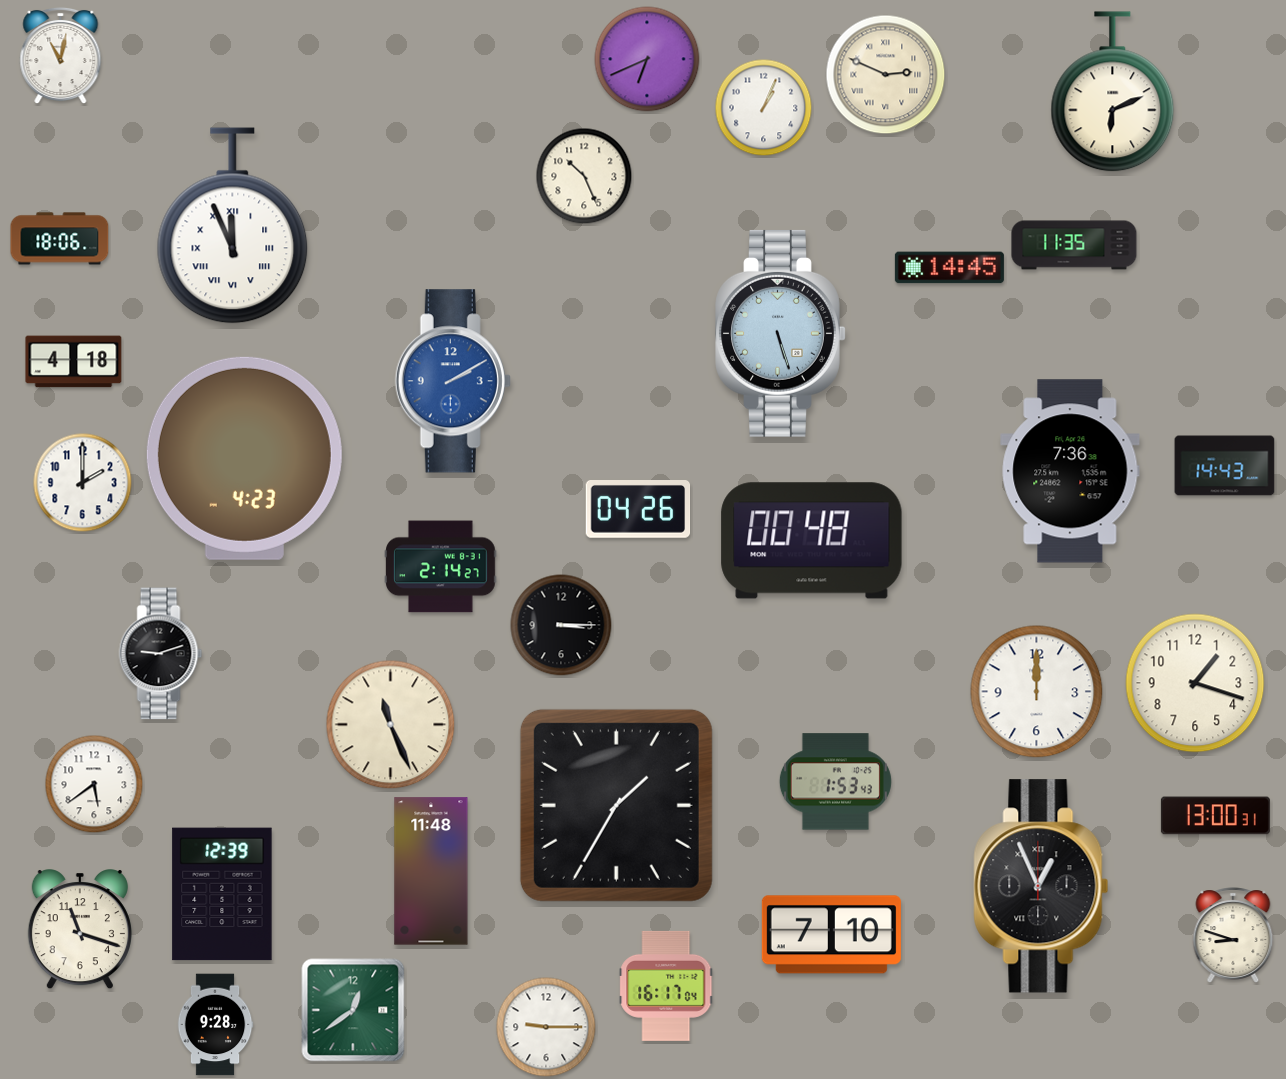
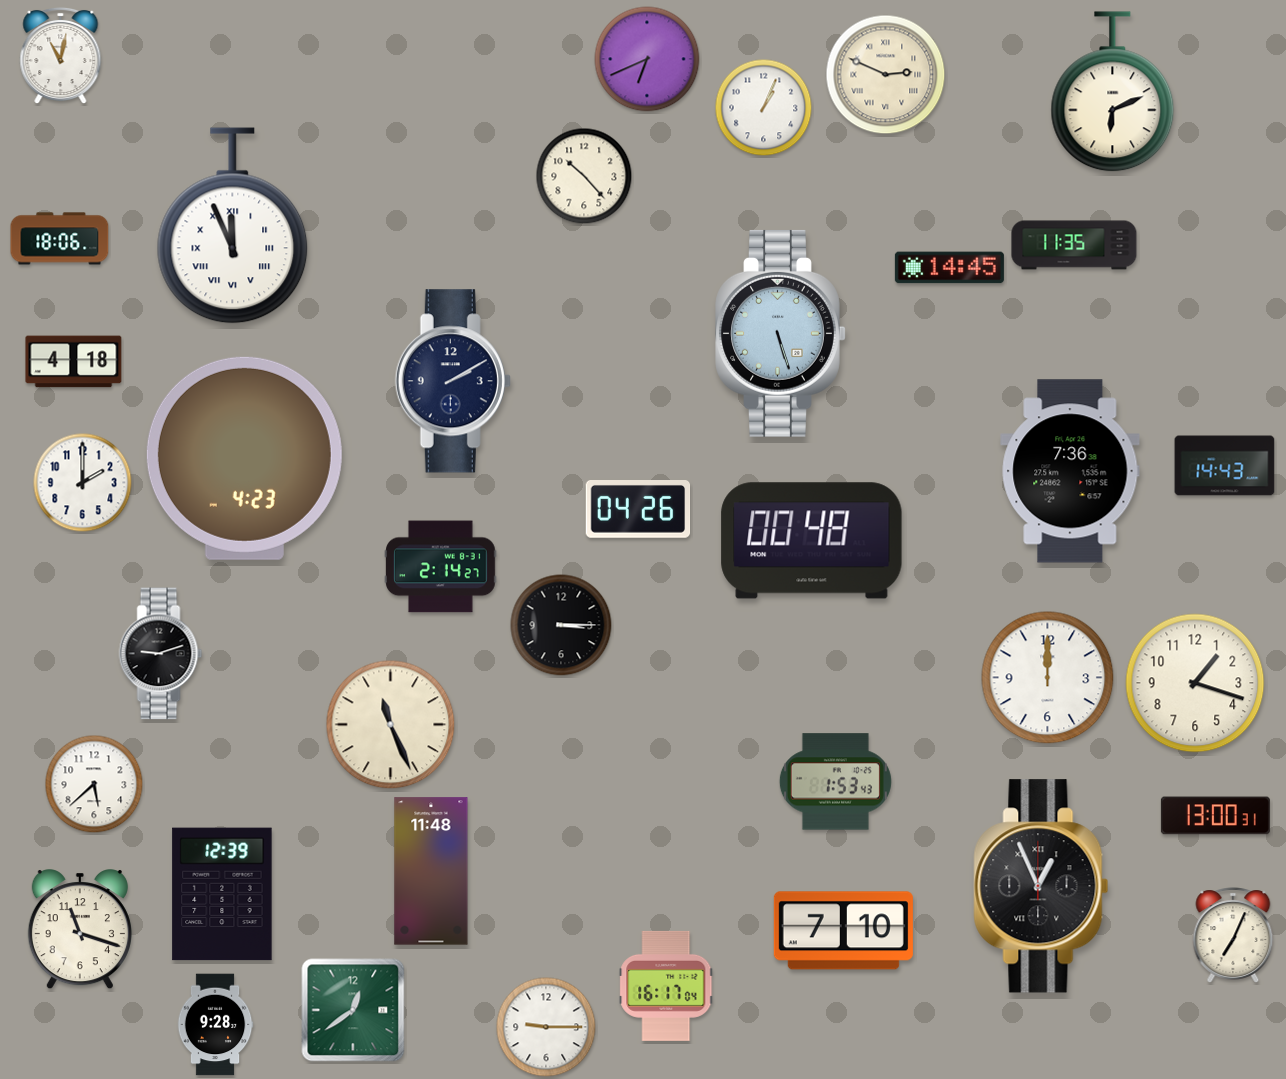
clock at (584, 176): 10:26 -> 10:23
clock at (453, 381) dial: blue -> navy
clock at (1037, 692) position: (1037, 692) -> (1048, 678)
clock at (94, 784): 5:39 -> 5:38
clock at (616, 805): 1:35 -> none
clock at (831, 935) position: (831, 935) -> (843, 931)
clock at (1233, 935): 8:48 -> 7:04
